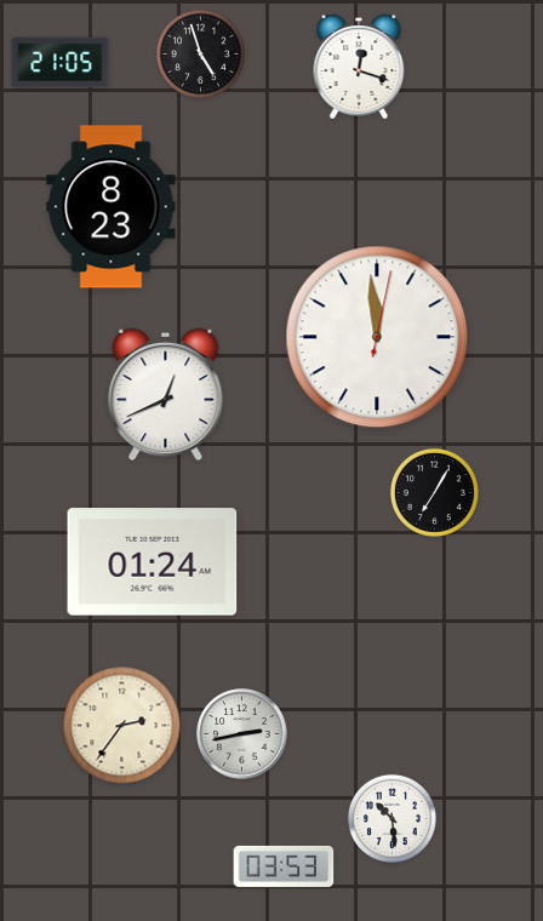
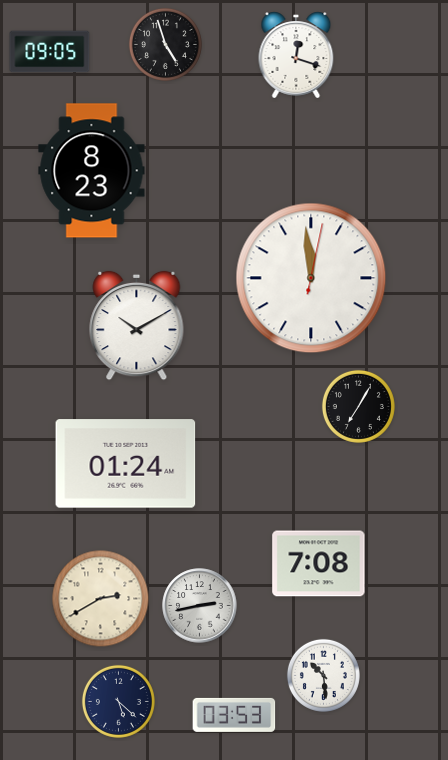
clock at (61, 63): 21:05 -> 09:05
clock at (166, 395): 12:41 -> 10:10
clock at (319, 564): none -> 7:08
clock at (122, 726): 2:36 -> 2:40
clock at (118, 701): none -> 5:22
